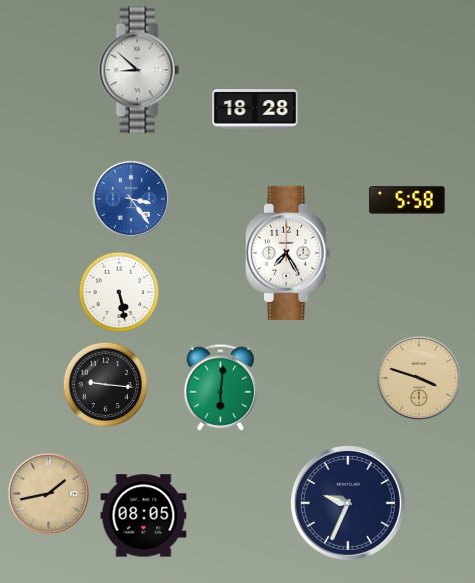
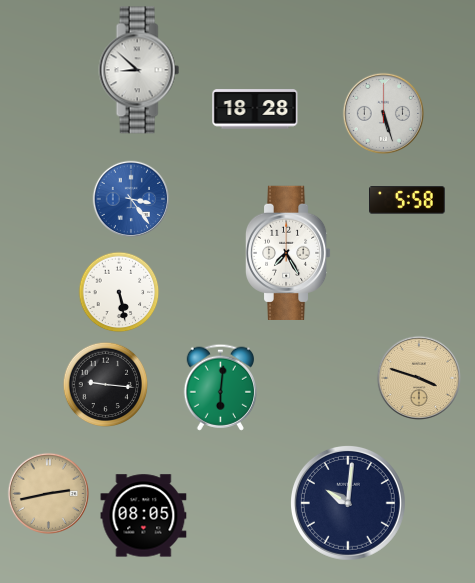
clock at (383, 113): none -> 5:27
clock at (48, 493): 1:43 -> 2:43
clock at (348, 503): 9:34 -> 10:01
